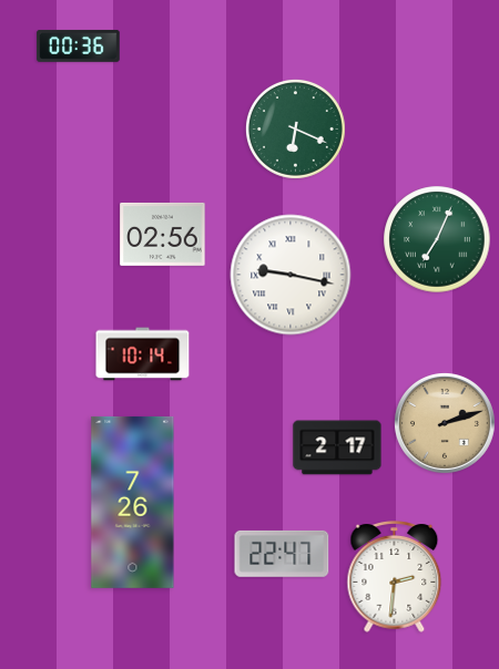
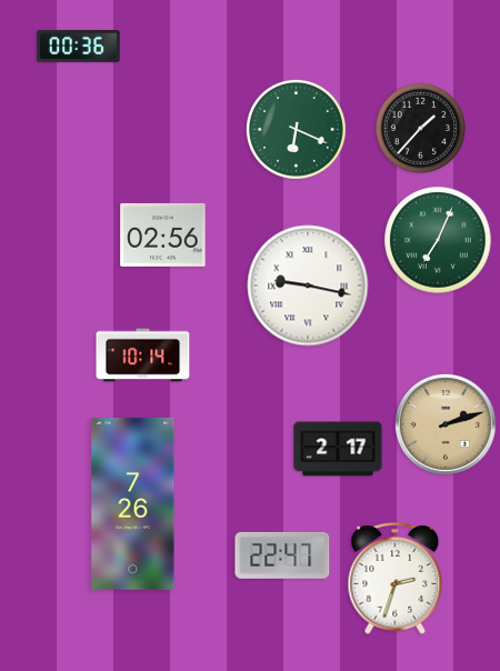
clock at (420, 128): none -> 1:37
clock at (291, 275) position: (291, 275) -> (308, 286)
clock at (395, 577): 2:31 -> 2:33
